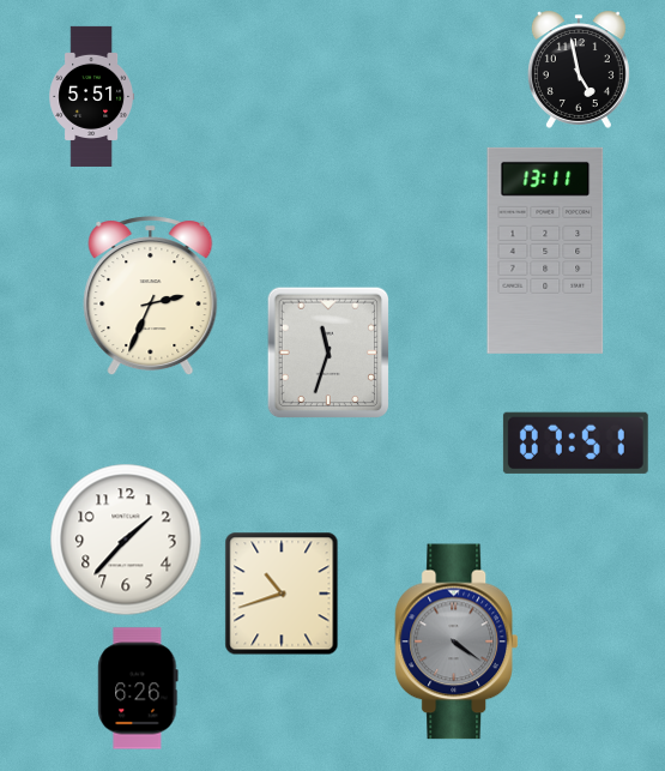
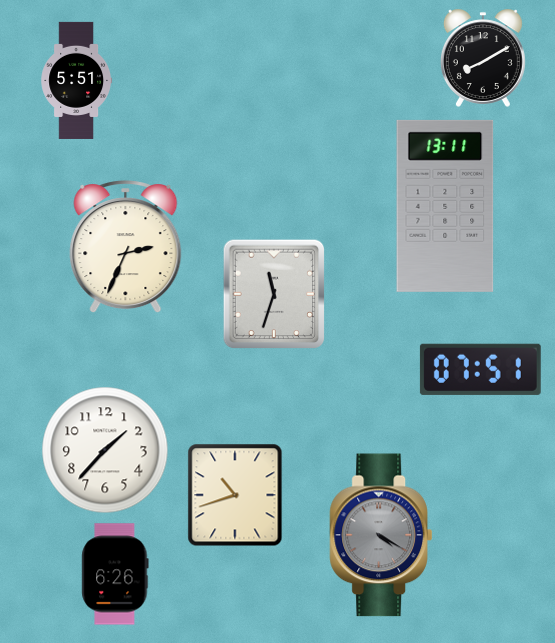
clock at (579, 70): 4:58 -> 8:10
clock at (545, 251) position: (545, 251) -> (445, 206)
clock at (455, 642): 4:21 -> 4:20
